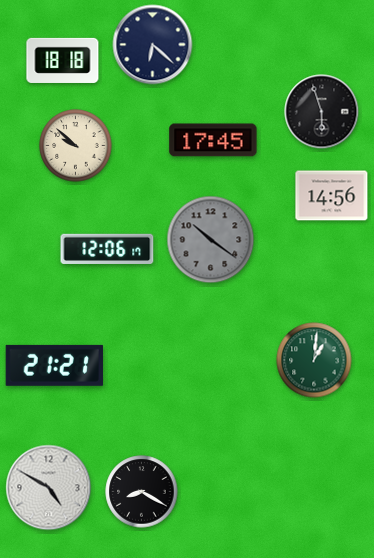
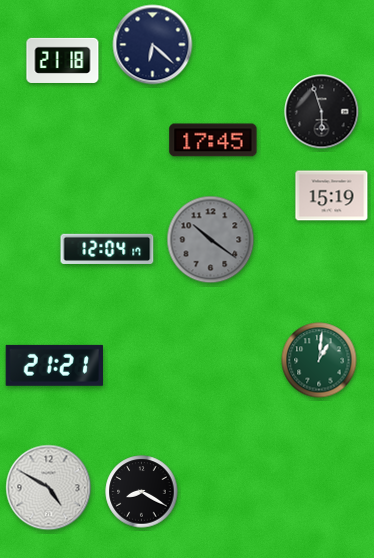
clock at (63, 60): 18:18 -> 21:18
clock at (76, 146): 9:52 -> none
clock at (332, 196): 14:56 -> 15:19
clock at (107, 248): 12:06 -> 12:04
clock at (314, 360) position: (314, 360) -> (319, 360)
